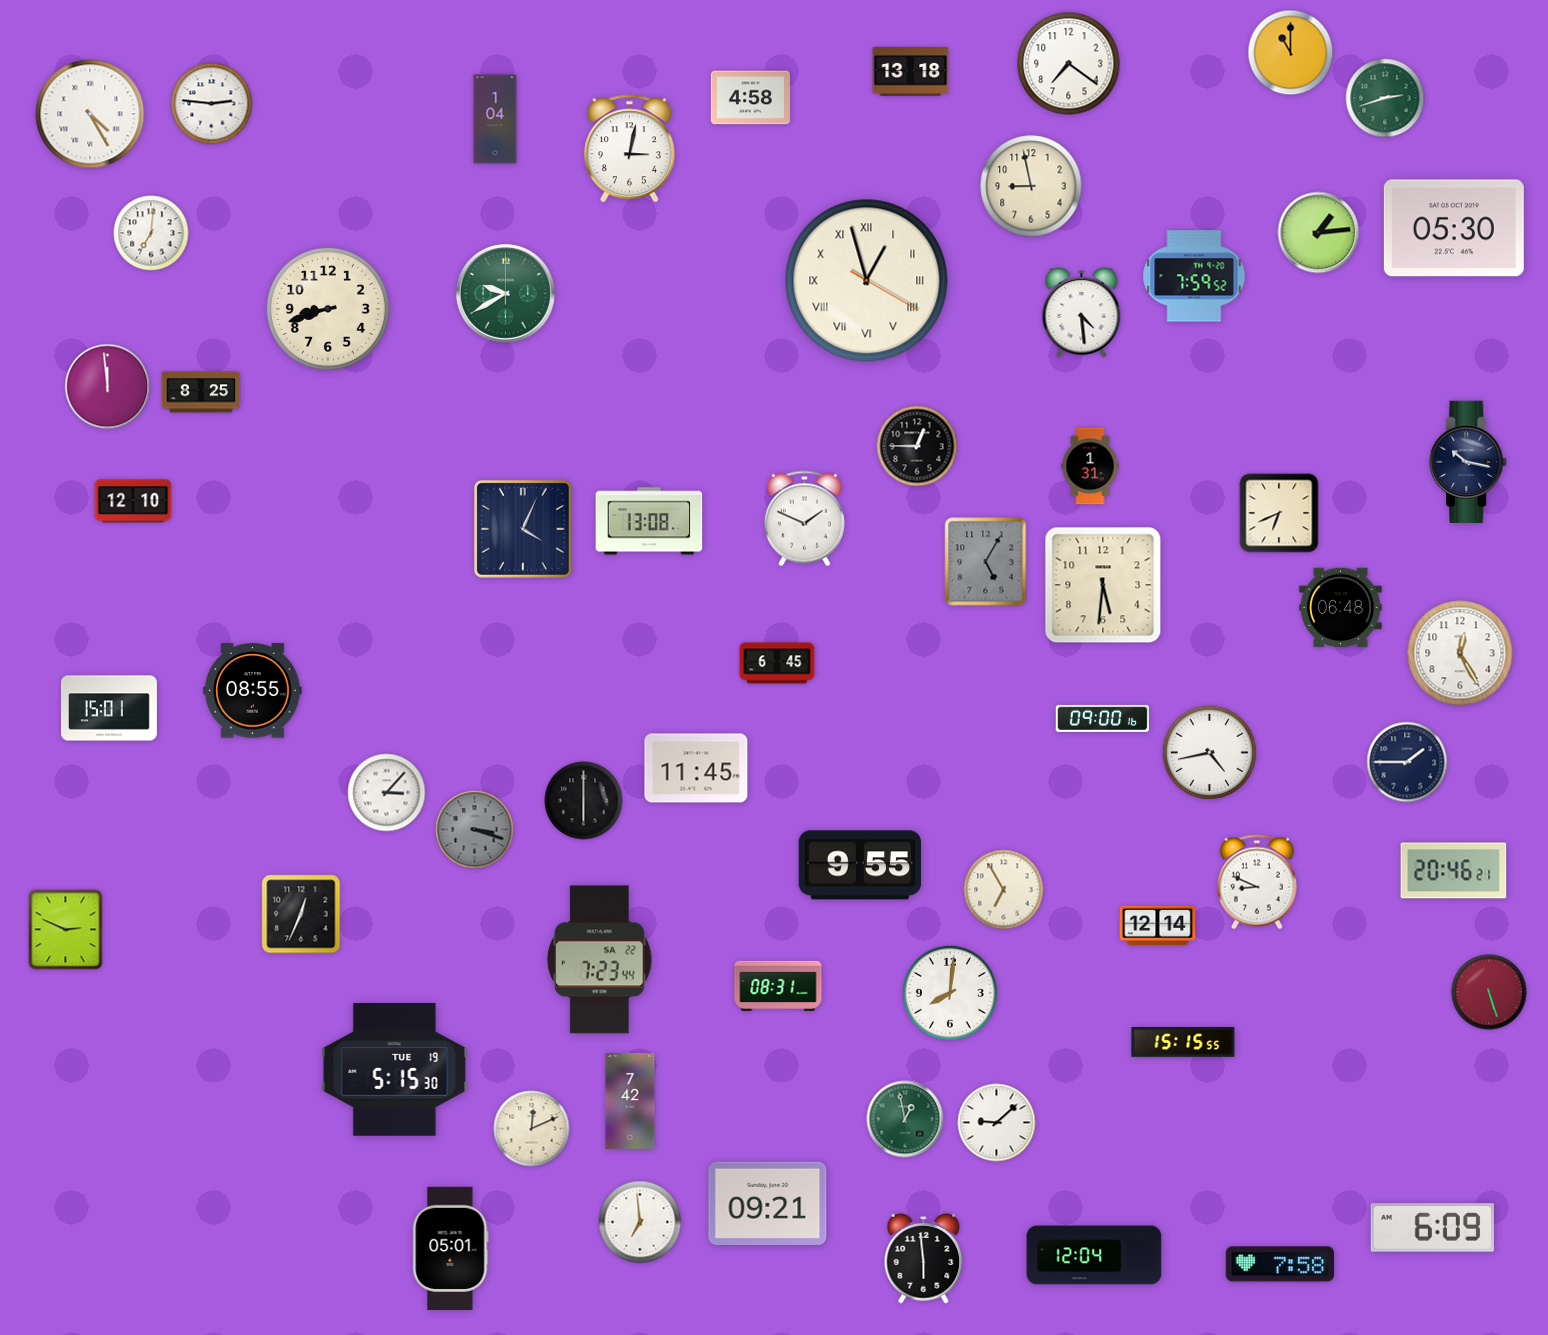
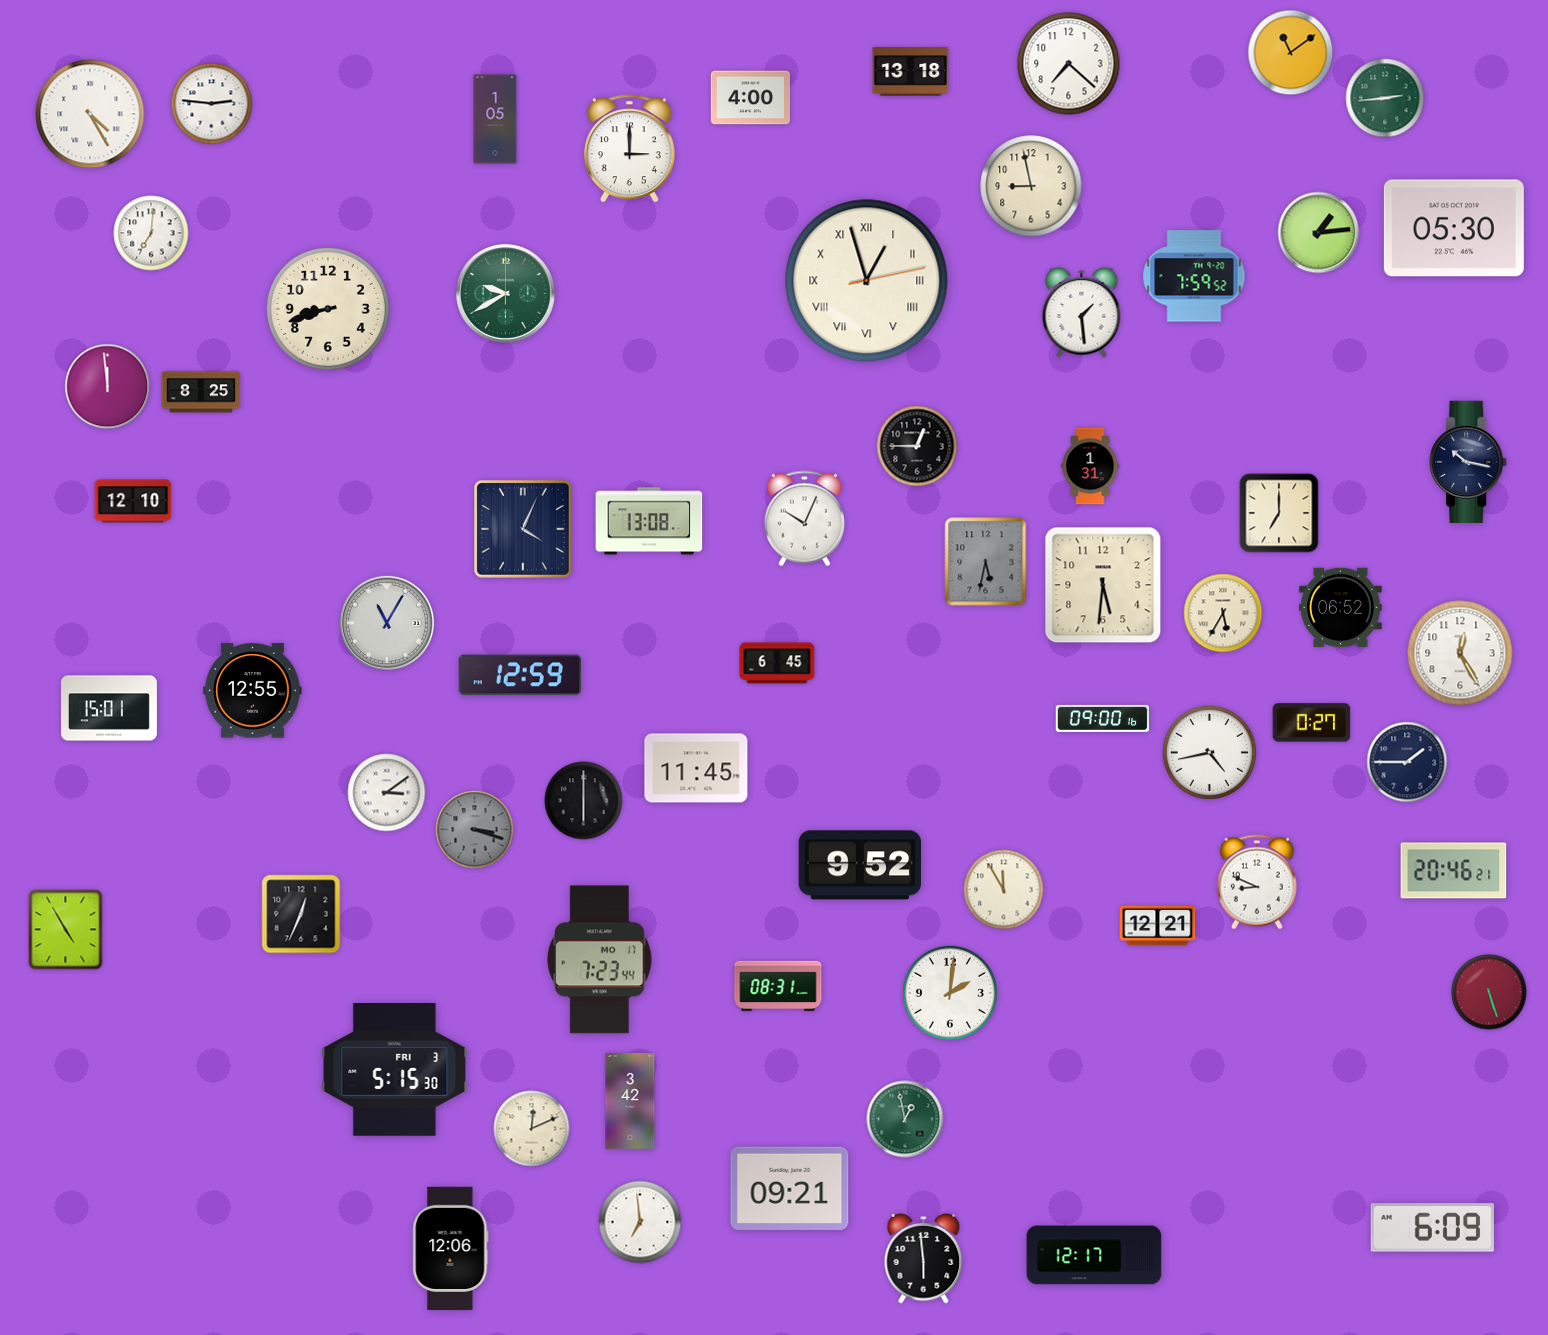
clock at (1291, 53): 11:00 -> 11:09
clock at (1069, 64): 7:21 -> 7:22
clock at (750, 98): 4:58 -> 4:00
clock at (1385, 98): 2:42 -> 2:44
clock at (495, 119): 1:04 -> 1:05
clock at (629, 149): 3:02 -> 3:00
clock at (867, 281): 12:57:20 -> 12:57:13
clock at (1082, 313): 4:29 -> 1:29
clock at (1279, 513): 6:41 -> 7:00
clock at (804, 519): 1:49 -> 10:04
clock at (986, 562): 5:05 -> 5:32
clock at (1341, 608): 06:48 -> 06:52
clock at (1223, 613): none -> 5:35
clock at (387, 623): none -> 11:05
clock at (520, 675): none -> 12:59
clock at (253, 691): 08:55 -> 12:55
clock at (1312, 723): none -> 0:27
clock at (387, 793): 3:07 -> 3:09
clock at (859, 865): 9:55 -> 9:52
clock at (1004, 890): 6:55 -> 11:55
clock at (1158, 926): 12:14 -> 12:21
clock at (66, 930): 2:49 -> 4:55
clock at (600, 960) date: SA 22 -> MO 17
clock at (950, 993): 8:01 -> 2:01
clock at (1183, 1042): 15:15 -> none
clock at (395, 1070) date: TUE 19 -> FRI 3
clock at (630, 1101): 7:42 -> 3:42
clock at (997, 1123): 9:08 -> none
clock at (768, 1203) position: (768, 1203) -> (790, 1188)
clock at (451, 1248): 05:01 -> 12:06
clock at (1094, 1255): 12:04 -> 12:17
clock at (1279, 1264): 7:58 -> none
